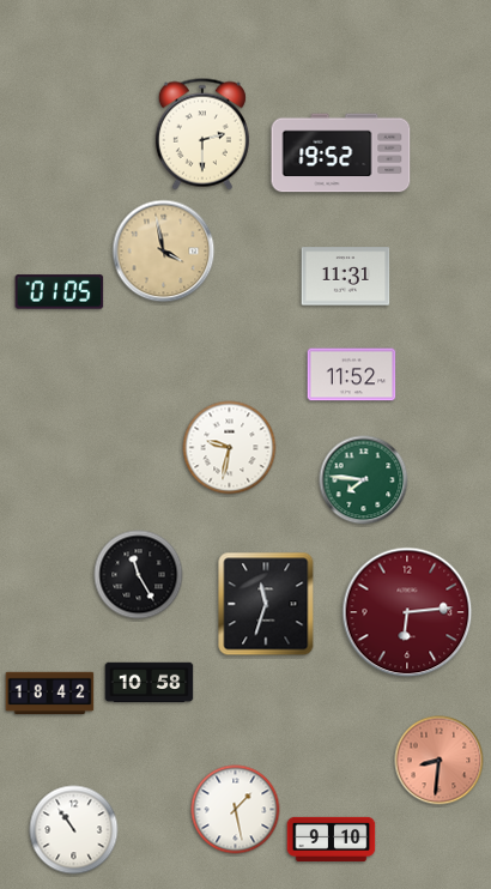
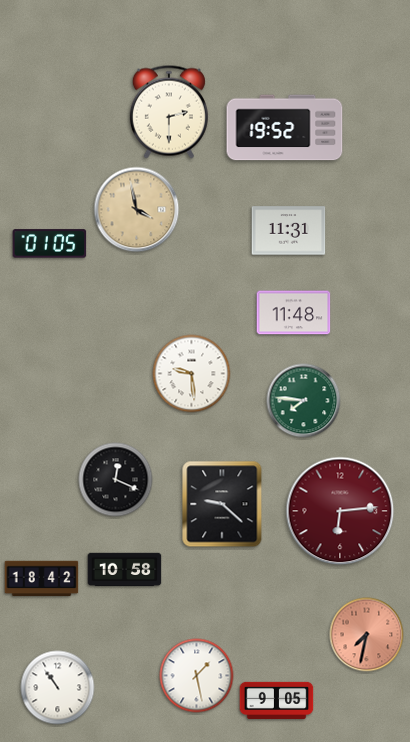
clock at (352, 375): 11:52 -> 11:48
clock at (230, 448): 9:32 -> 9:29
clock at (139, 575): 11:25 -> 12:19
clock at (266, 604): 11:33 -> 9:22
clock at (440, 761): 8:31 -> 7:32
clock at (74, 830) position: (74, 830) -> (58, 688)
clock at (332, 839): 9:10 -> 9:05
